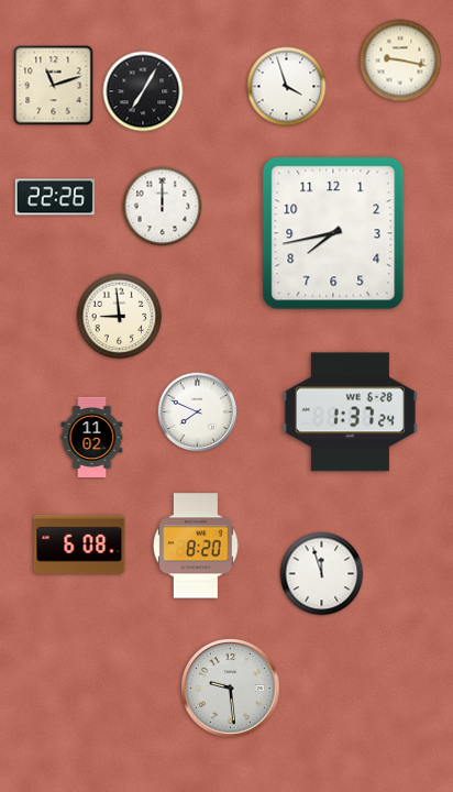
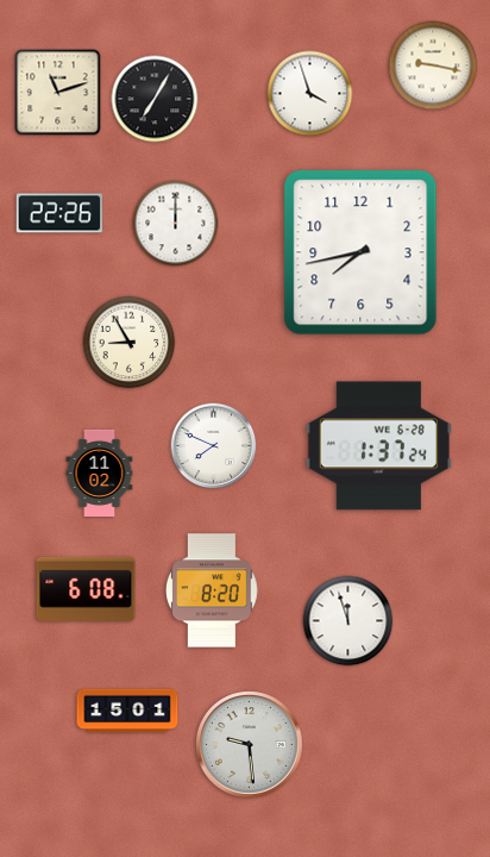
clock at (120, 317): 8:59 -> 8:55
clock at (127, 711): none -> 15:01
